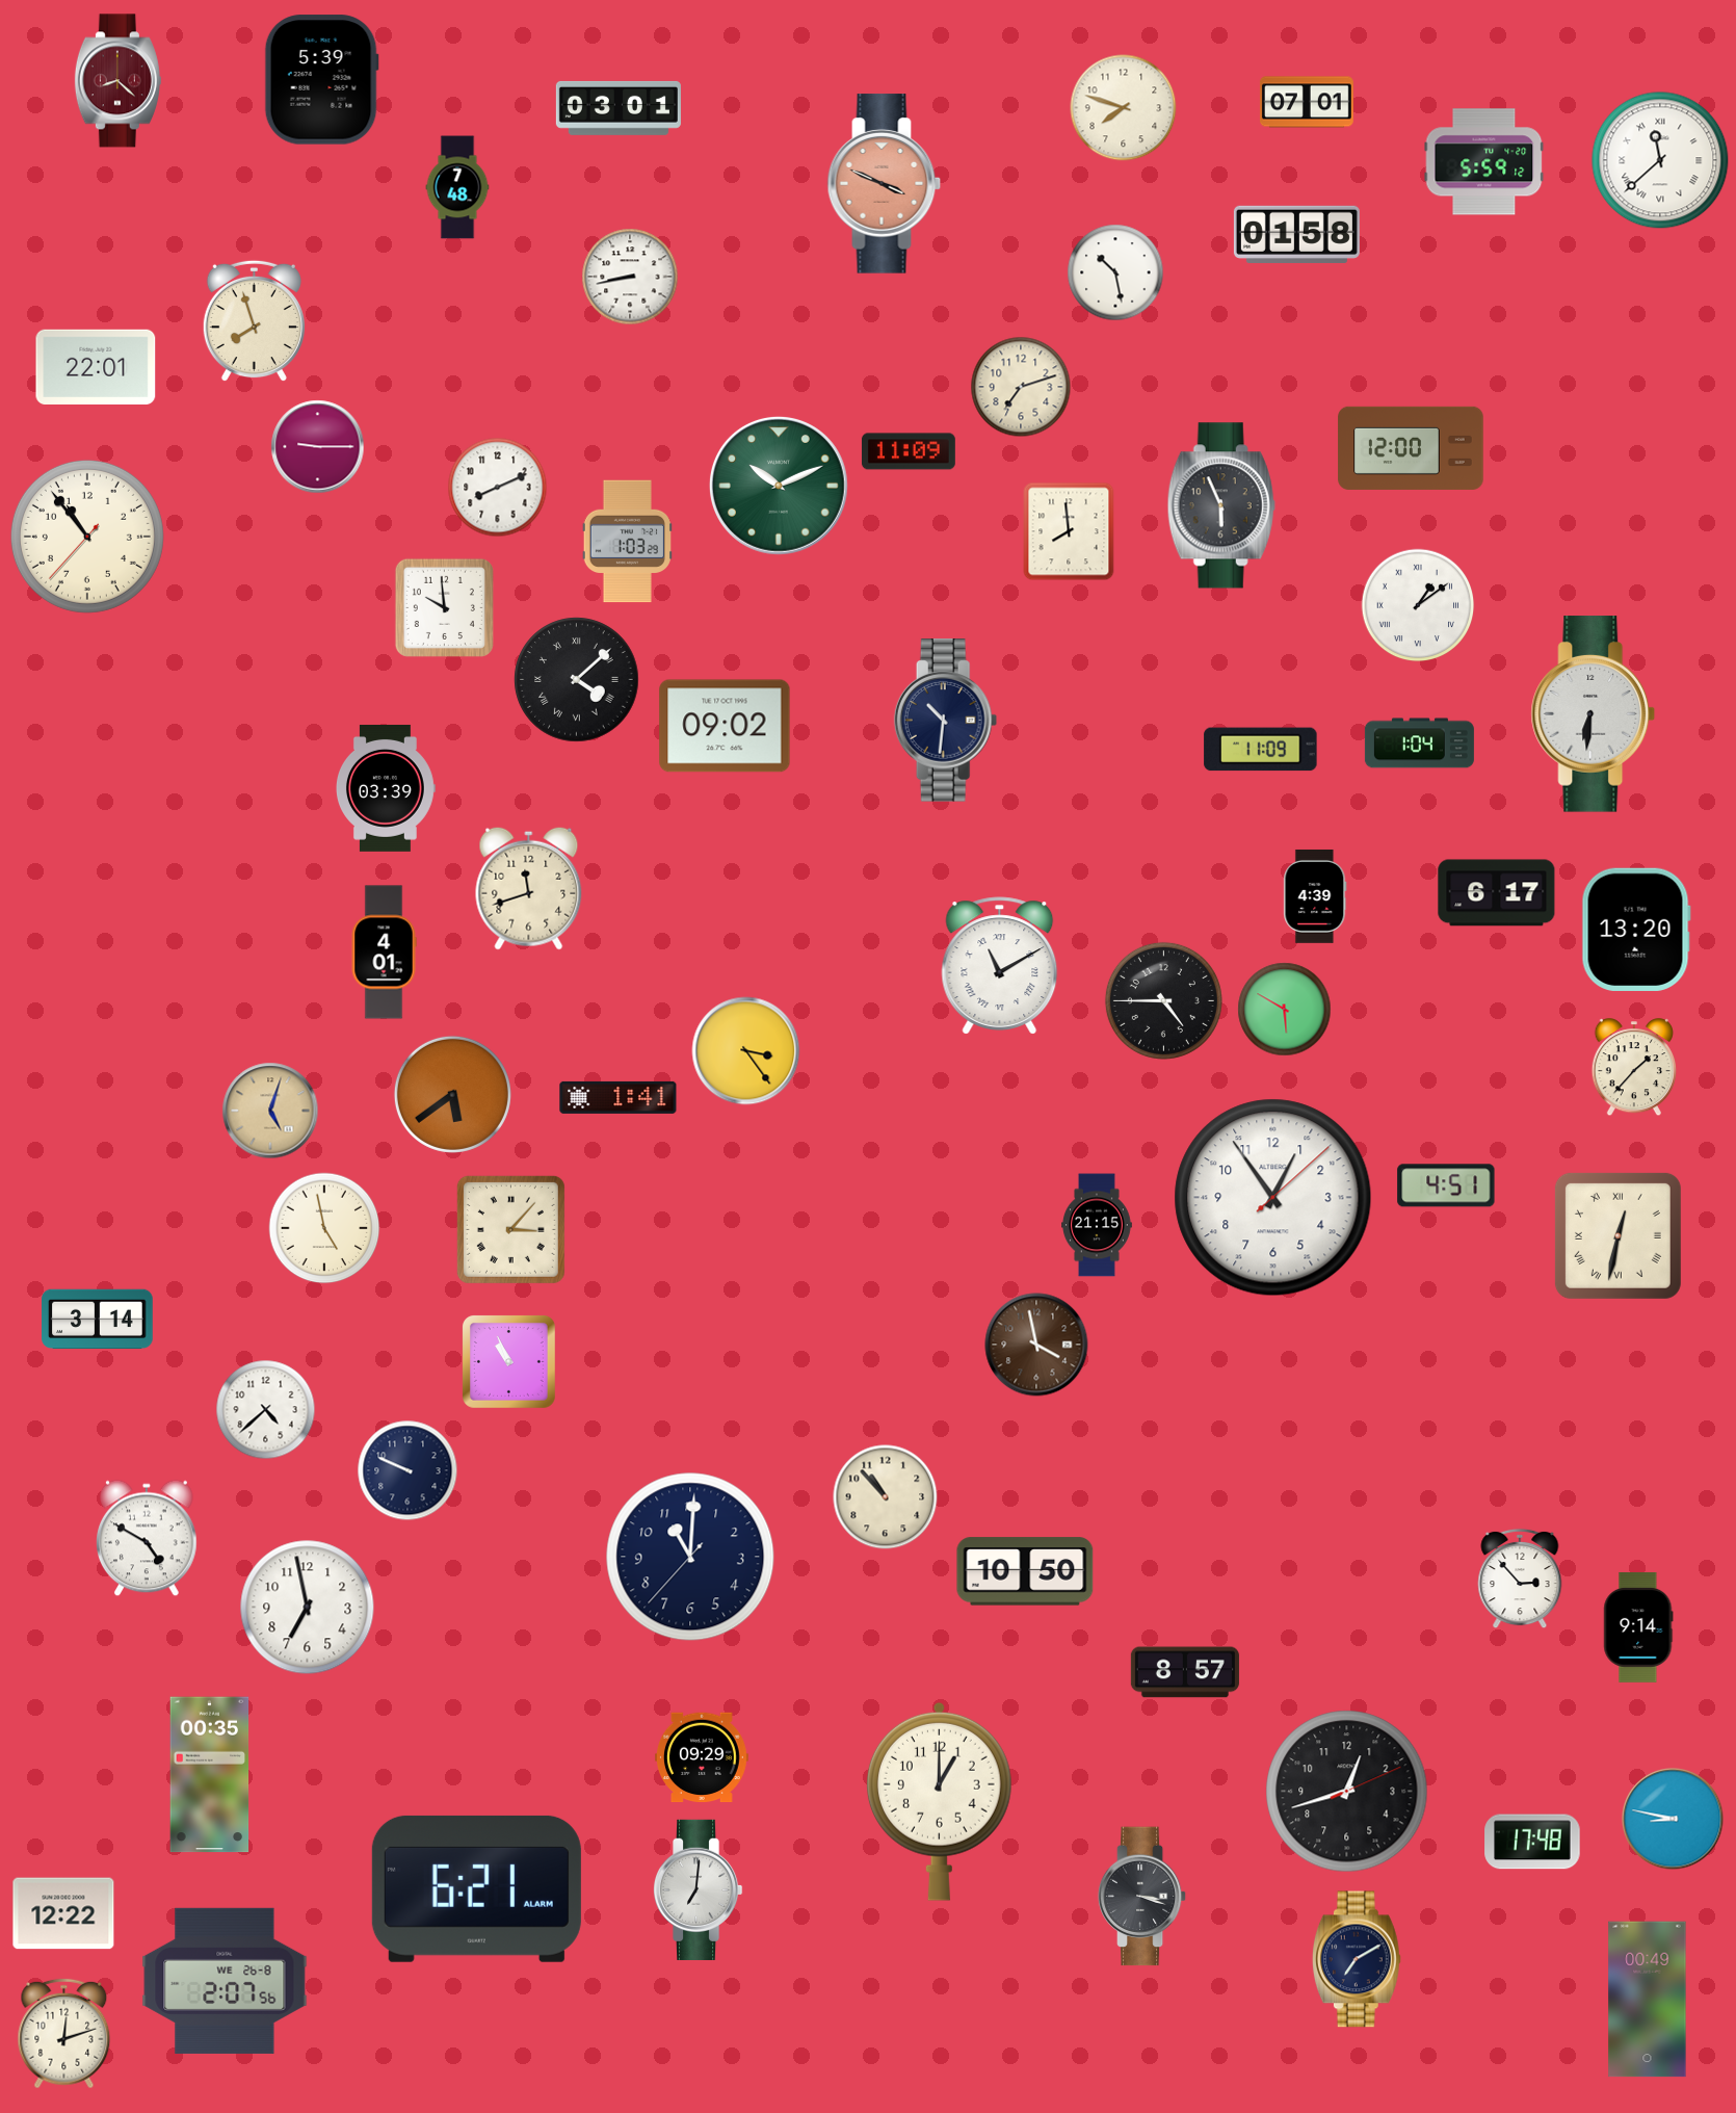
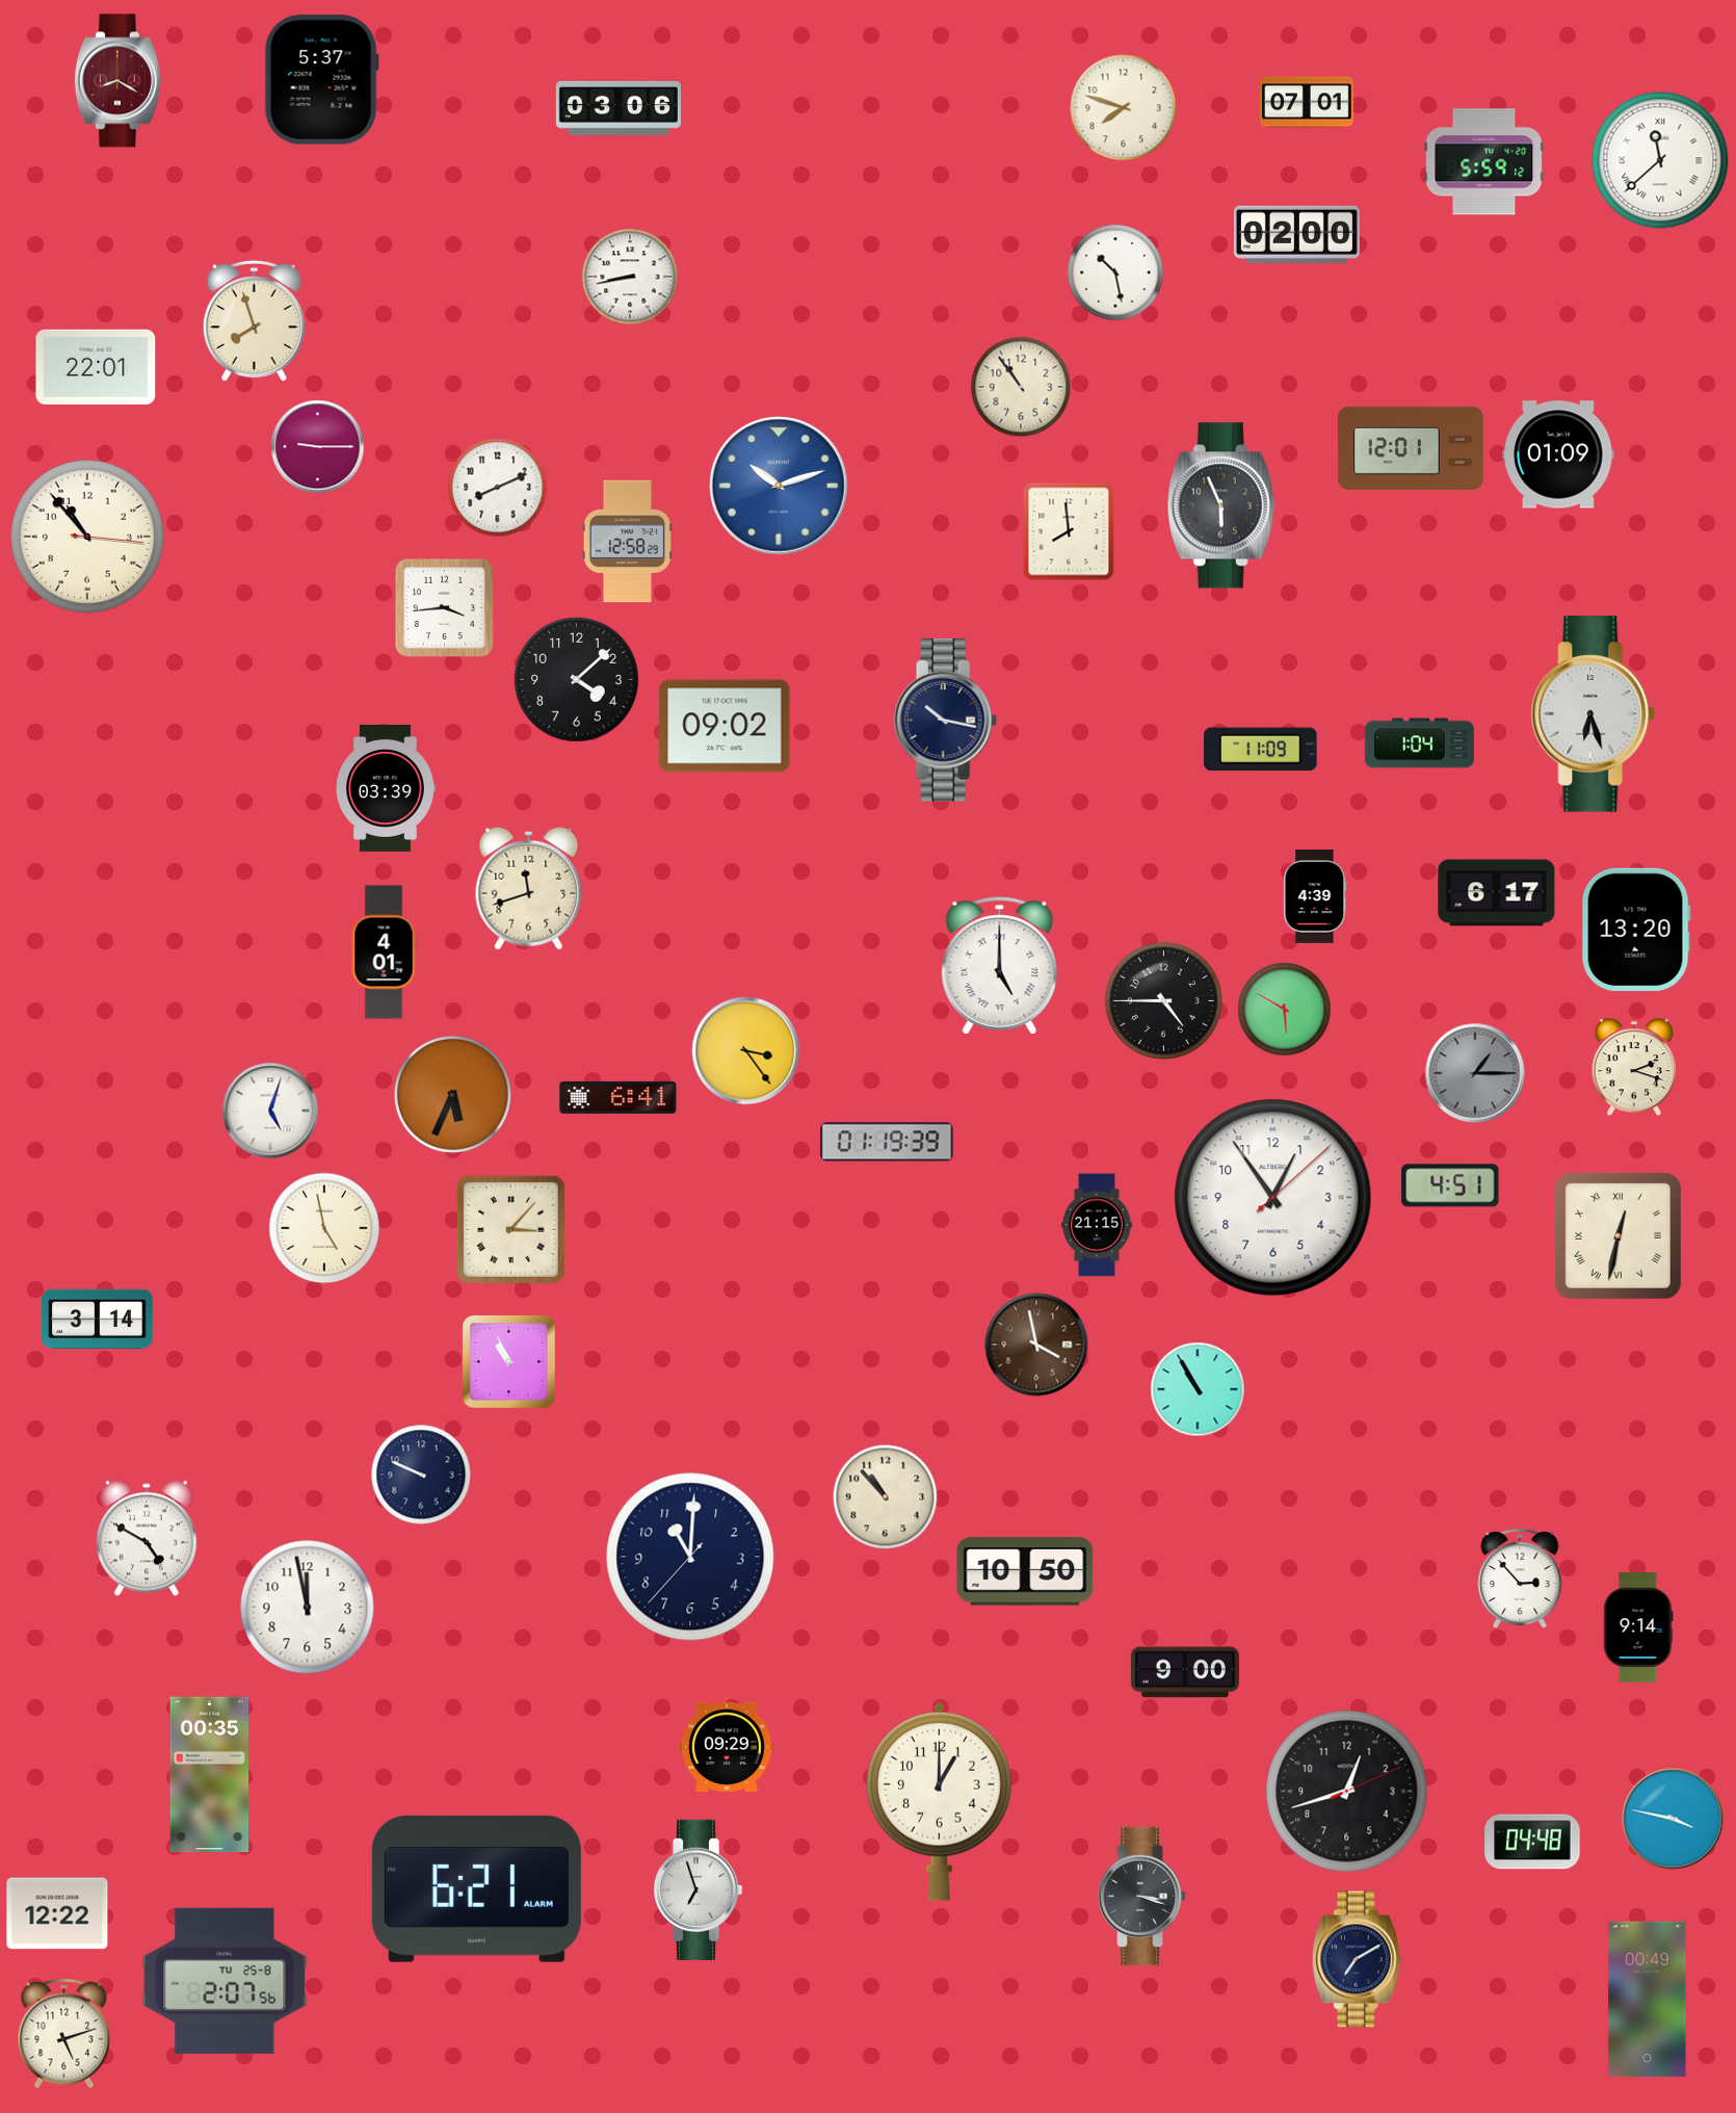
clock at (321, 80): 5:39 -> 5:37
clock at (117, 81): 8:22 -> 8:20
clock at (619, 108): 03:01 -> 03:06
clock at (885, 184): 3:49 -> none
clock at (457, 187): 7:48 -> none
clock at (1296, 234): 01:58 -> 02:00
clock at (1021, 387): 7:12 -> 10:54
clock at (1411, 448): 12:00 -> 12:01
clock at (909, 451): 11:09 -> none
clock at (1558, 454): none -> 01:09
clock at (779, 486): 10:11 -> 10:12
clock at (779, 486) dial: green -> blue
clock at (87, 537): 10:53:37 -> 10:53:16
clock at (627, 542): 1:03 -> 12:58
clock at (1418, 605): 1:09 -> none
clock at (444, 607): 9:59 -> 3:44
clock at (577, 680) numerals: Roman -> Arabic
clock at (1594, 714): 6:31 -> 6:27
clock at (946, 721): 10:31 -> 10:17
clock at (1000, 966): 11:10 -> 5:00
clock at (1634, 1068): 1:37 -> 2:18
clock at (1475, 1073): none -> 1:15
clock at (452, 1094): 5:39 -> 5:34
clock at (619, 1097): 1:41 -> 6:41
clock at (270, 1111) dial: champagne -> white
clock at (887, 1142): none -> 01:19
clock at (1446, 1185) position: (1446, 1185) -> (1450, 1185)
clock at (1198, 1389): none -> 10:55
clock at (266, 1410): 4:38 -> none
clock at (407, 1470) position: (407, 1470) -> (421, 1475)
clock at (308, 1608): 6:58 -> 11:58
clock at (1185, 1672): 8:57 -> 9:00
clock at (702, 1757) position: (702, 1757) -> (727, 1747)
clock at (1673, 1819): 8:47 -> 3:47
clock at (1532, 1842): 17:48 -> 04:48
clock at (698, 1889): 7:01 -> 6:57
clock at (63, 1913) position: (63, 1913) -> (57, 1913)
clock at (225, 1981) date: WE 26-8 -> TU 25-8
clock at (64, 2034): 12:12 -> 5:12
